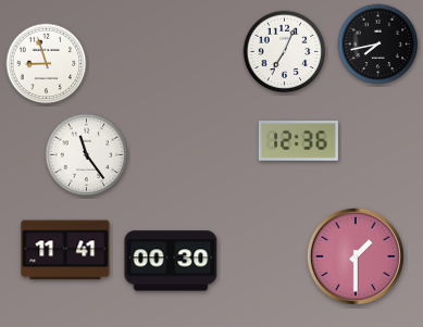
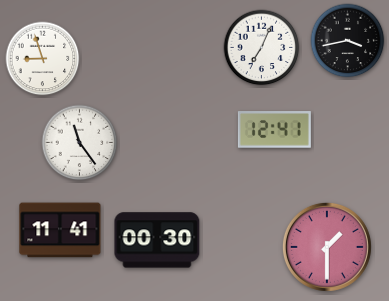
clock at (378, 45): 7:43 -> 3:43
clock at (298, 141): 12:36 -> 12:41
clock at (356, 256) position: (356, 256) -> (327, 247)
